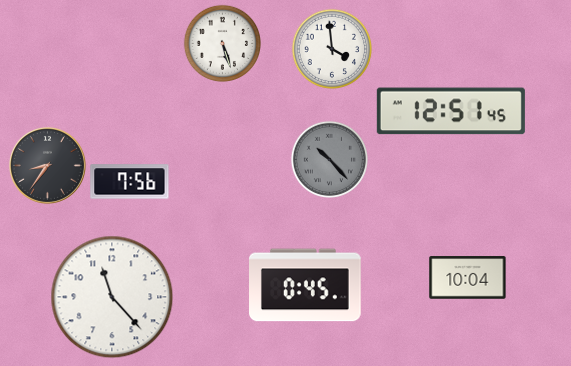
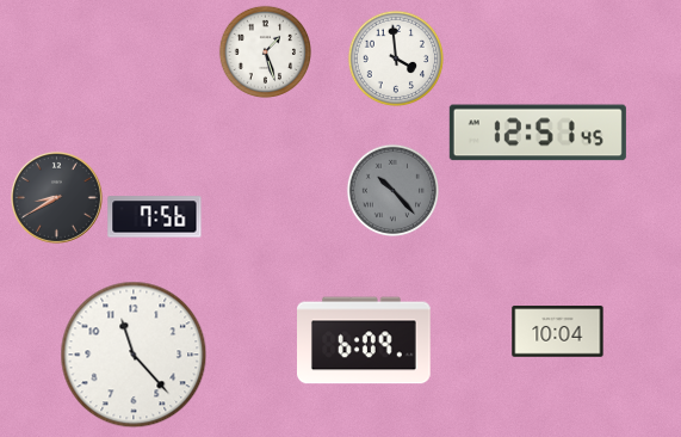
clock at (222, 43): 5:27 -> 1:27
clock at (47, 165): 8:36 -> 8:40
clock at (306, 285): 0:45 -> 6:09
